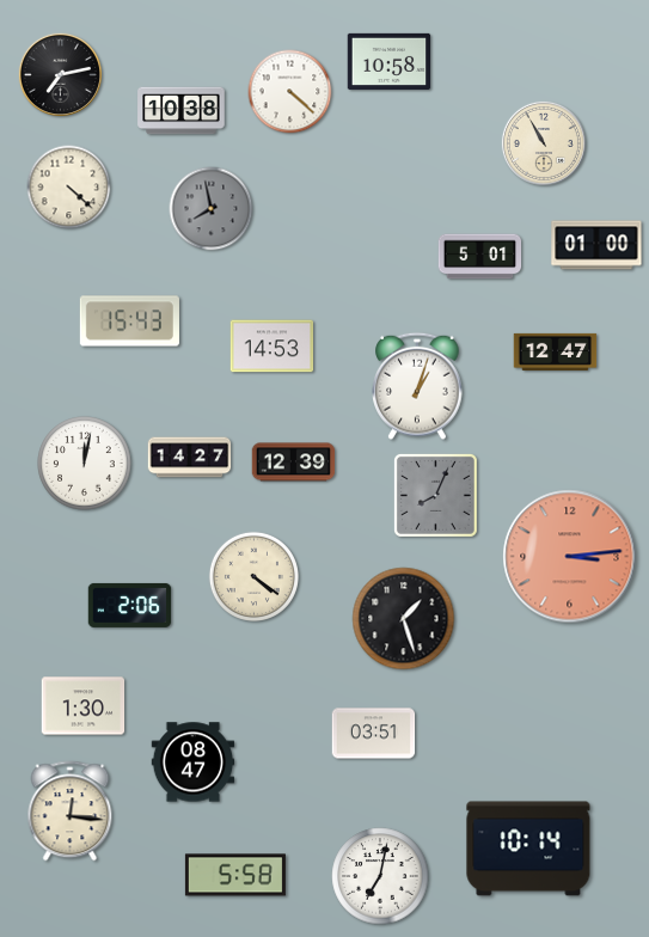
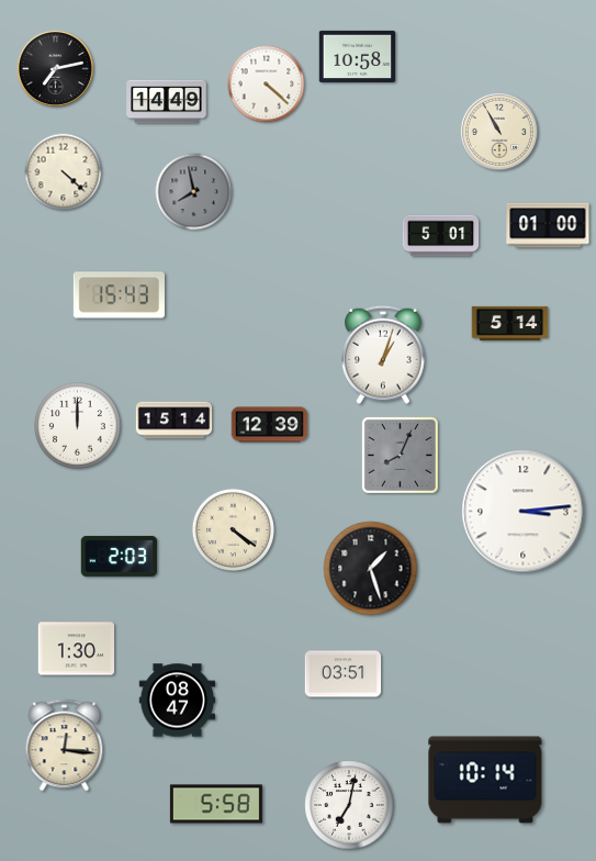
clock at (182, 111): 10:38 -> 14:49
clock at (273, 347): 14:53 -> none
clock at (556, 351): 12:47 -> 5:14
clock at (190, 458): 14:27 -> 15:14
clock at (85, 464): 12:02 -> 12:00
clock at (570, 557) dial: salmon -> white
clock at (130, 605): 2:06 -> 2:03
